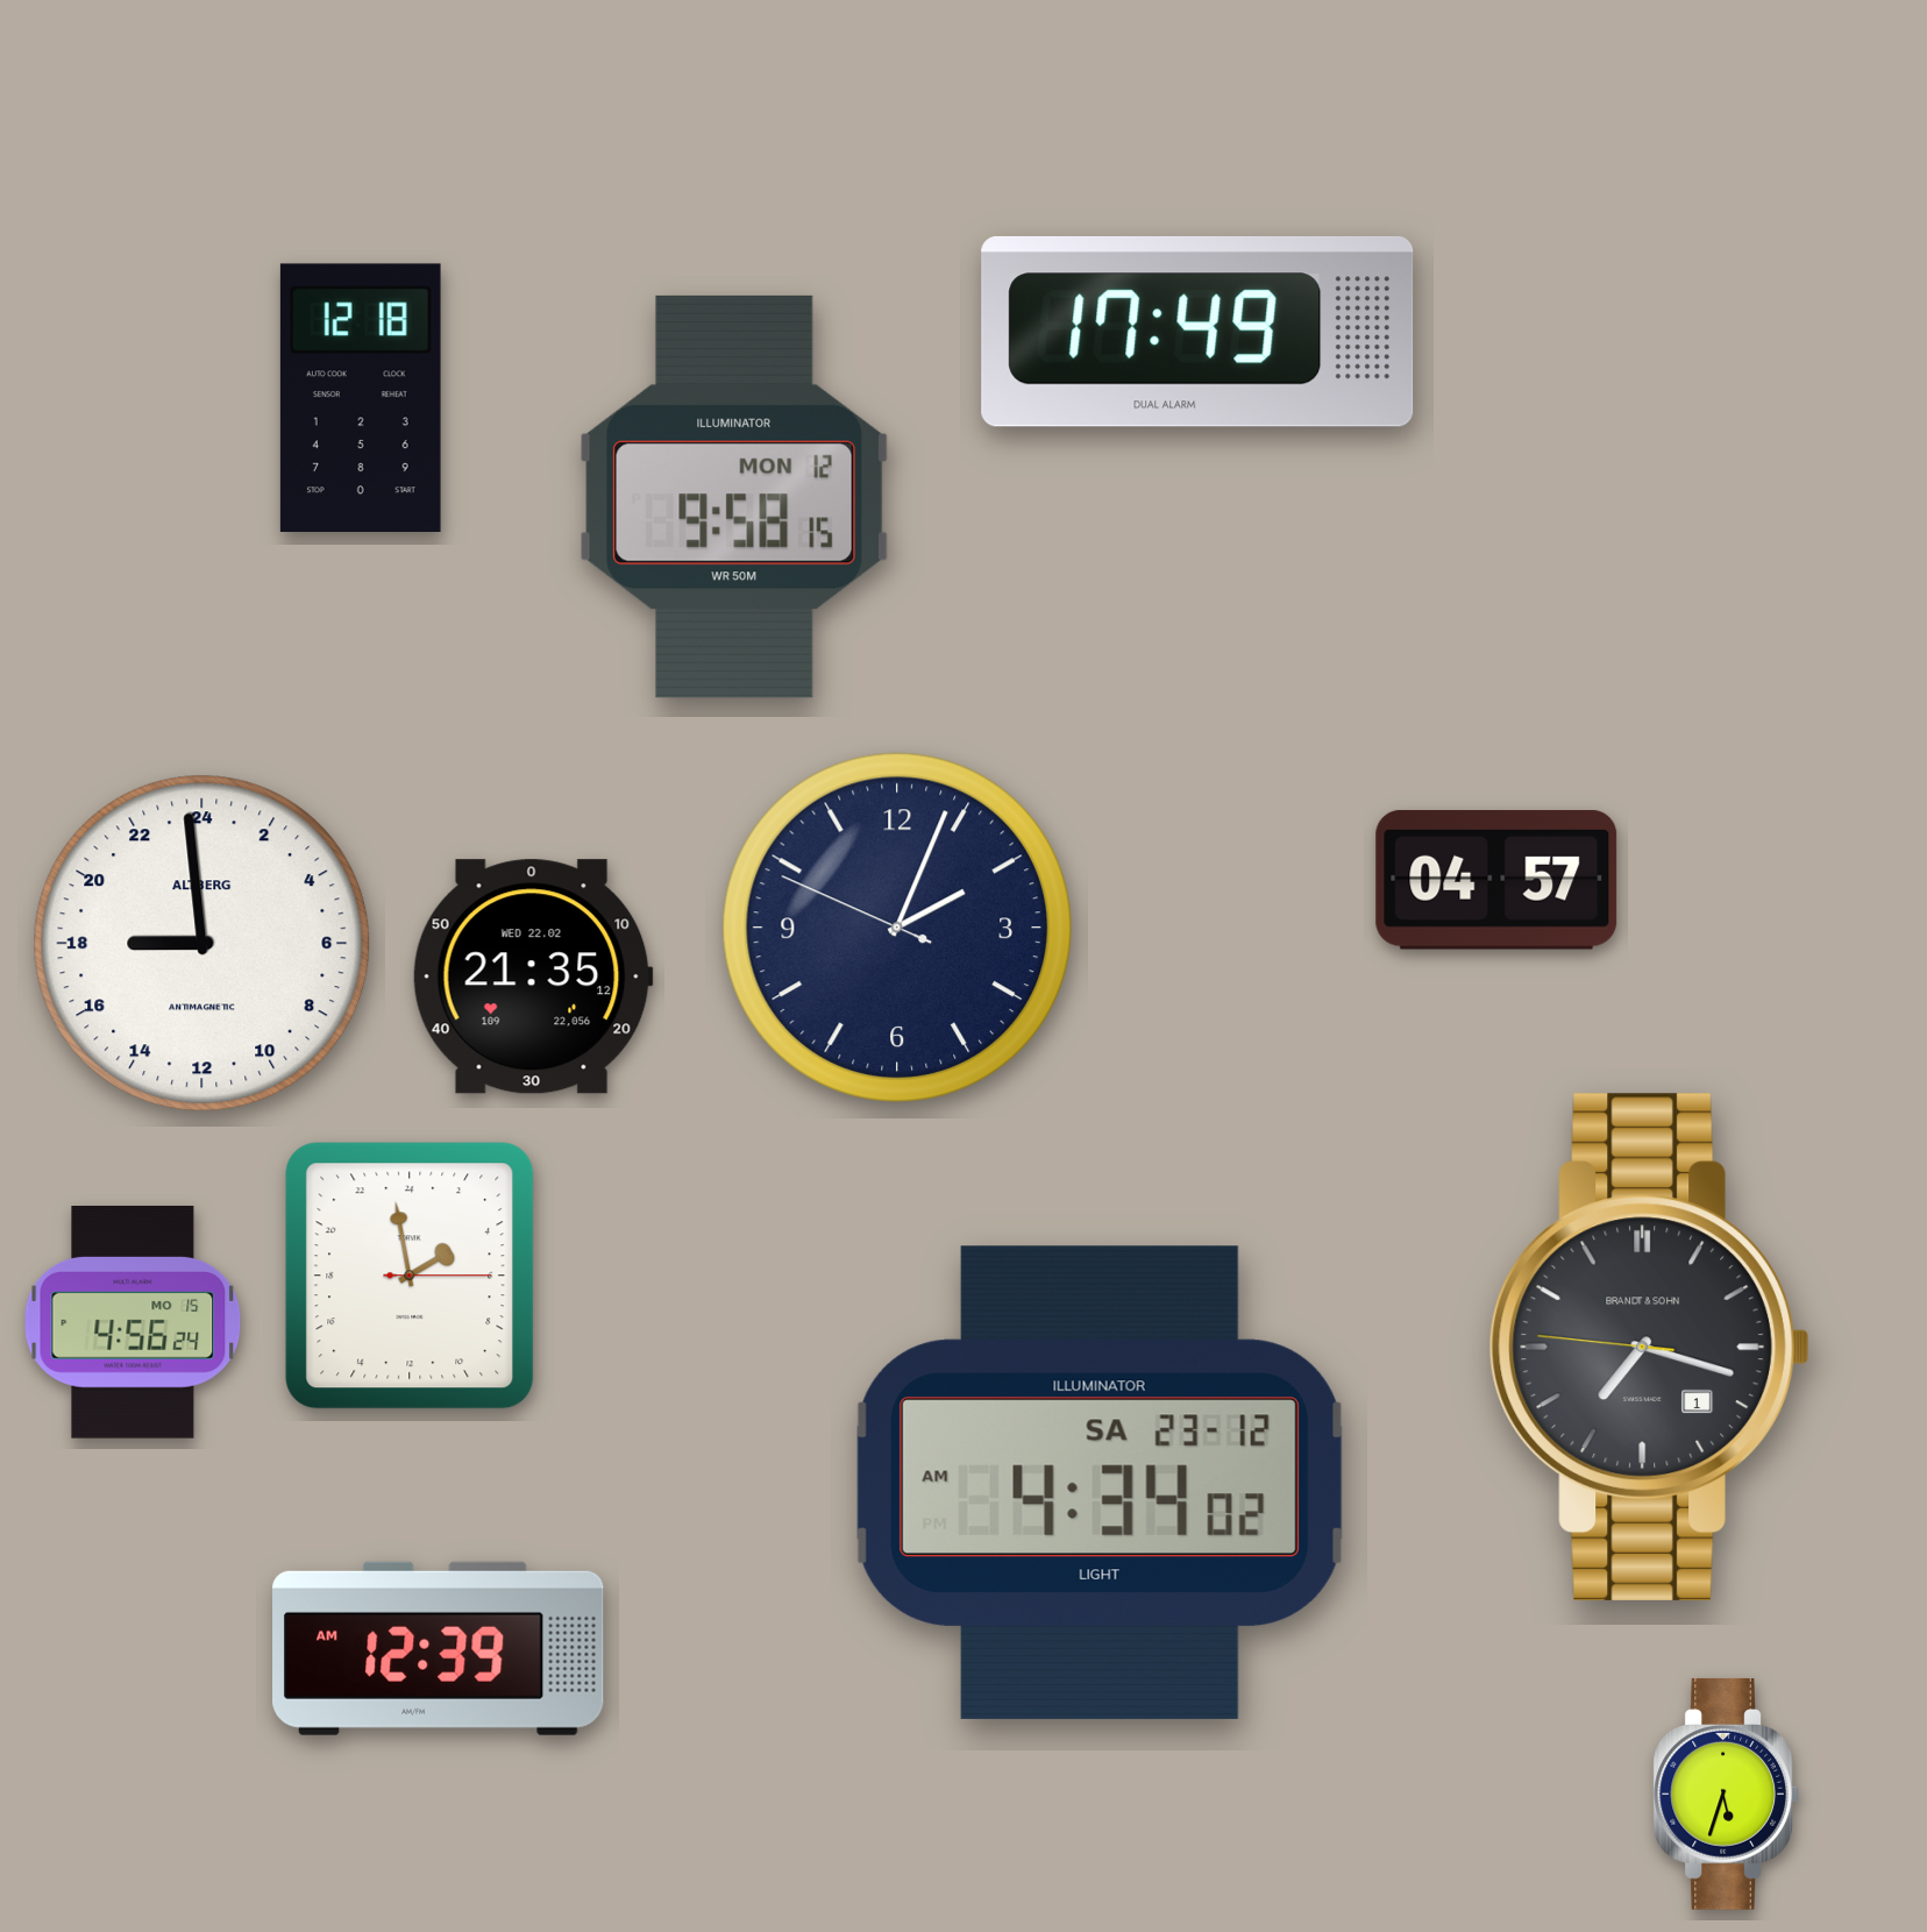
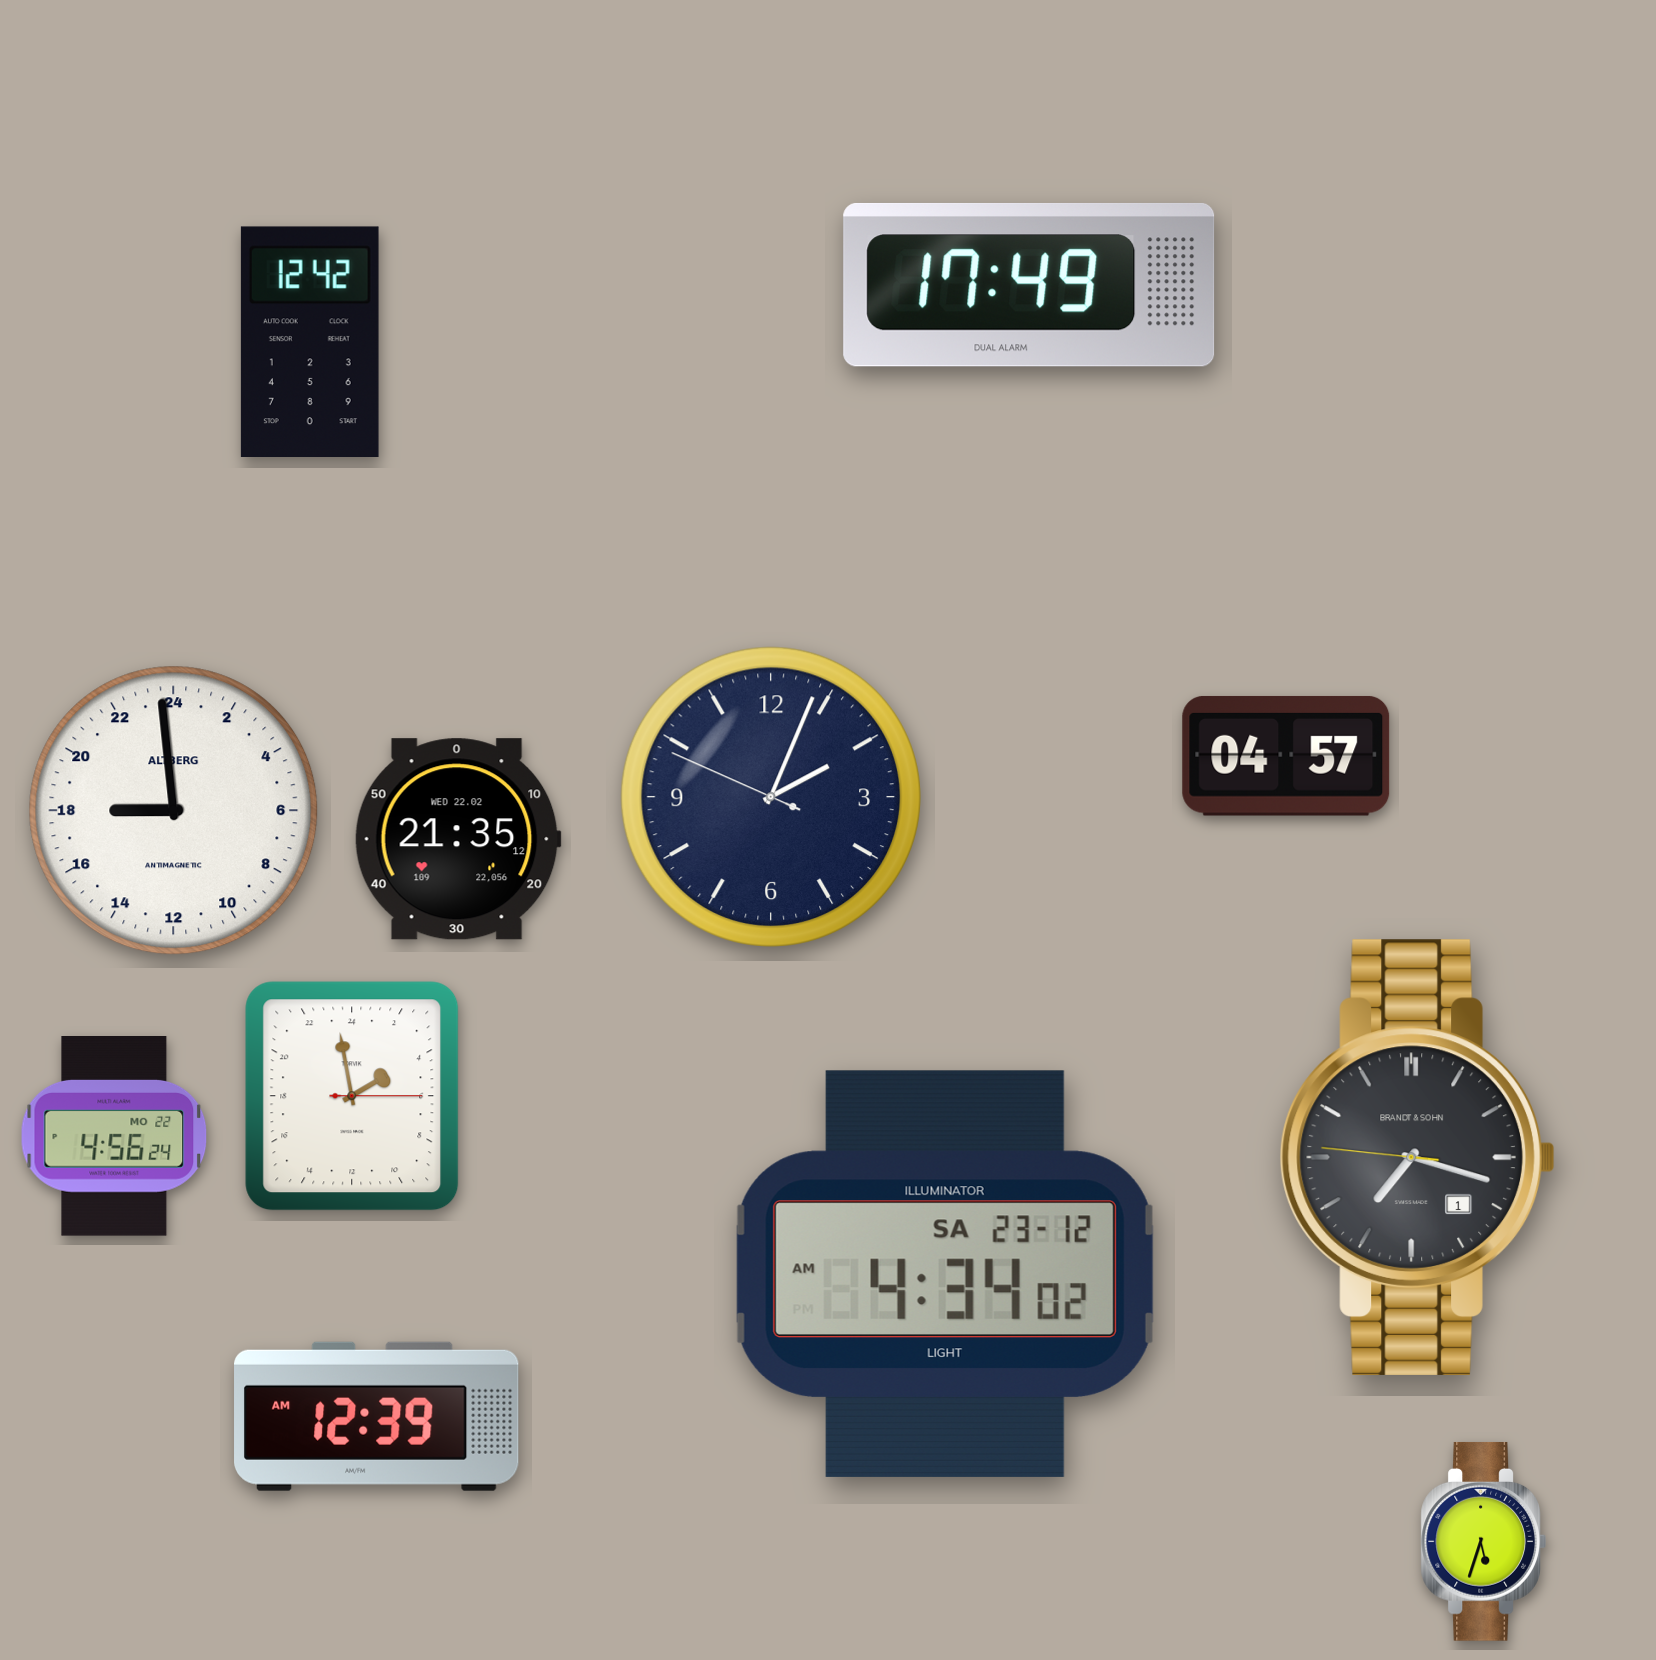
clock at (361, 397): 12:18 -> 12:42
clock at (733, 497): 9:58 -> none
clock at (133, 1323) date: MO 15 -> MO 22
